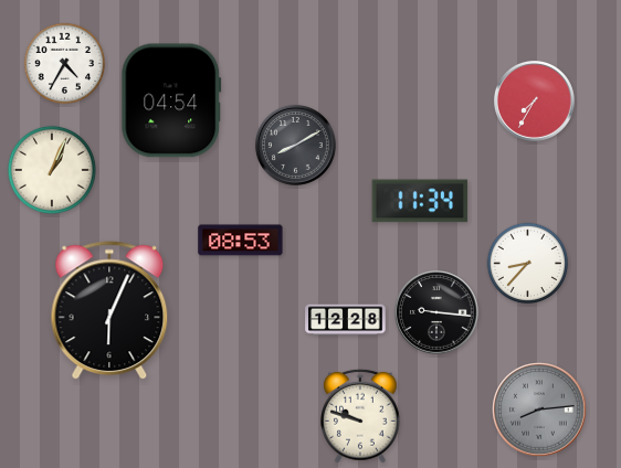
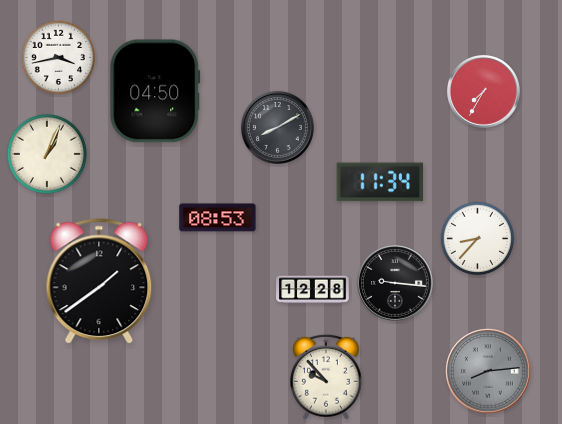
clock at (65, 64): 4:35 -> 3:43
clock at (171, 100): 04:54 -> 04:50
clock at (295, 145) position: (295, 145) -> (277, 127)
clock at (109, 311): 6:04 -> 1:39
clock at (361, 416): 9:48 -> 9:53
